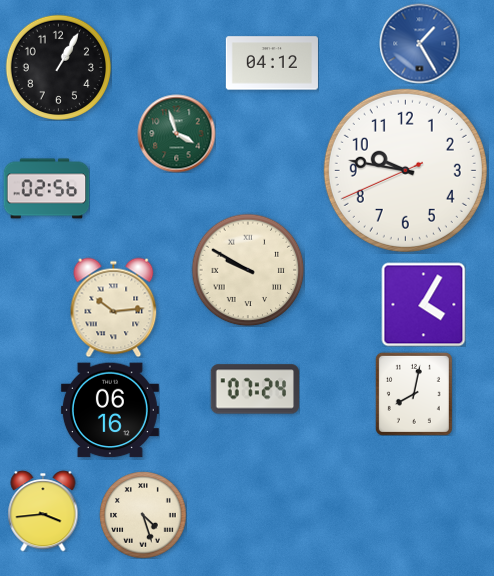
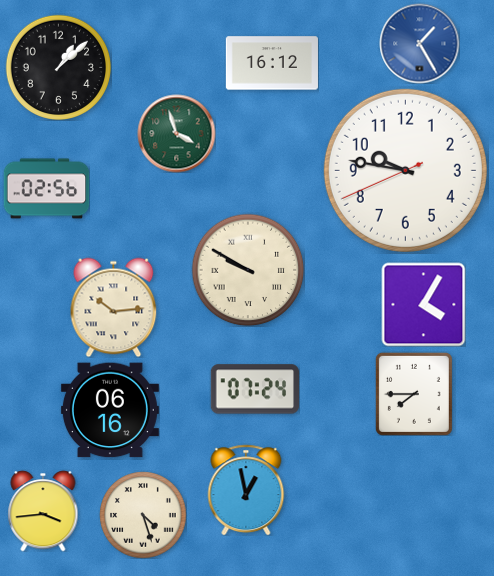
clock at (272, 63): 04:12 -> 16:12
clock at (58, 67): 1:05 -> 1:08
clock at (414, 394): 8:02 -> 7:45
clock at (246, 490): none -> 12:58
